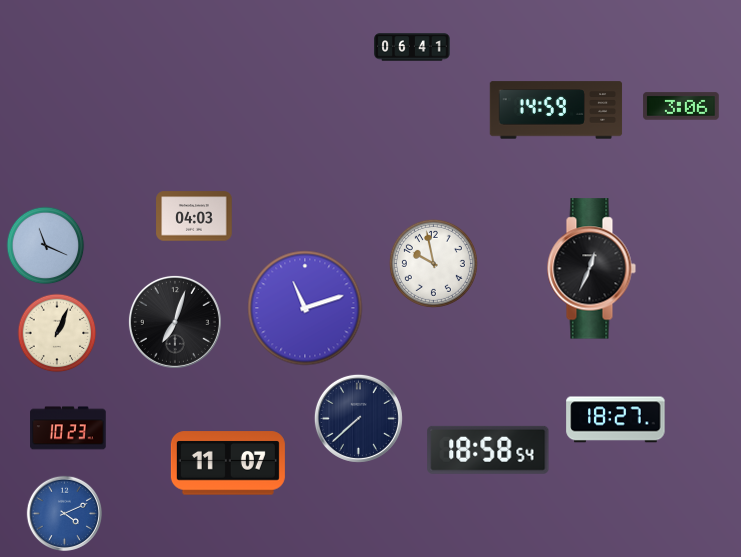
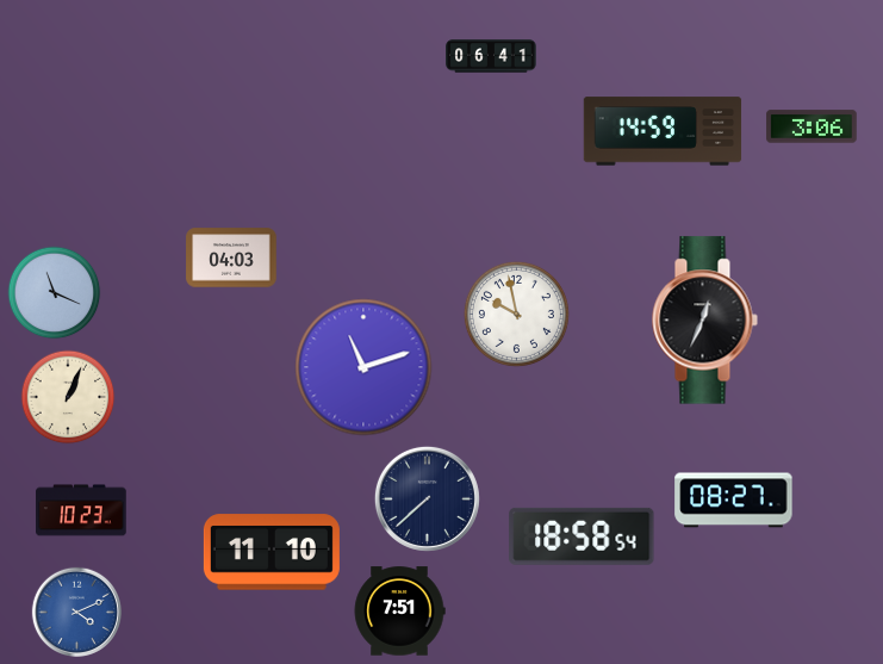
clock at (175, 322): 7:03 -> none
clock at (616, 420): 18:27 -> 08:27
clock at (228, 463): 11:07 -> 11:10
clock at (399, 612): none -> 7:51
